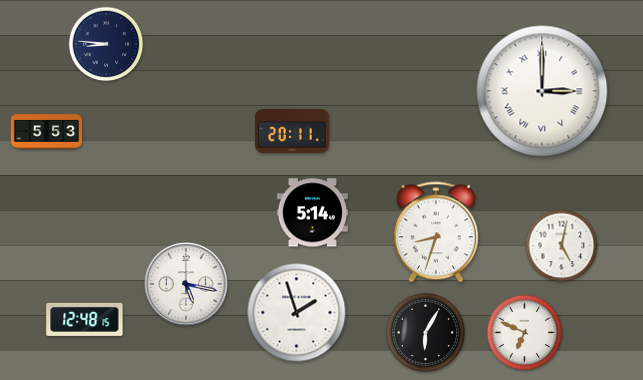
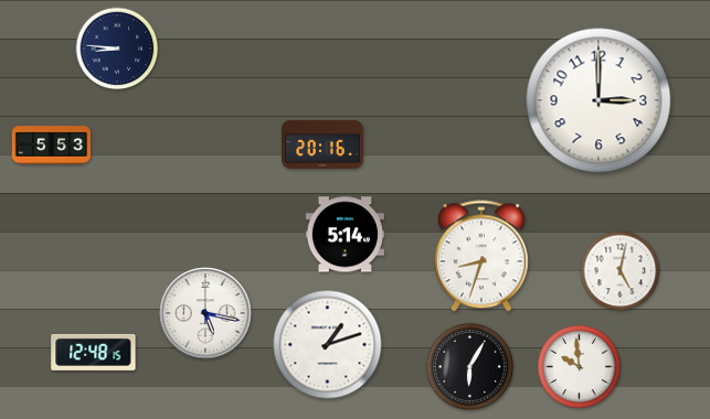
clock at (542, 91) numerals: Roman -> Arabic
clock at (292, 131): 20:11 -> 20:16
clock at (297, 313): 1:57 -> 1:12
clock at (525, 333): 6:49 -> 9:59
